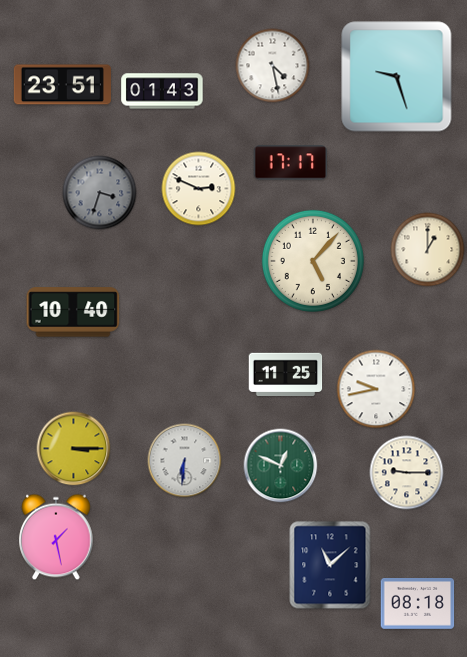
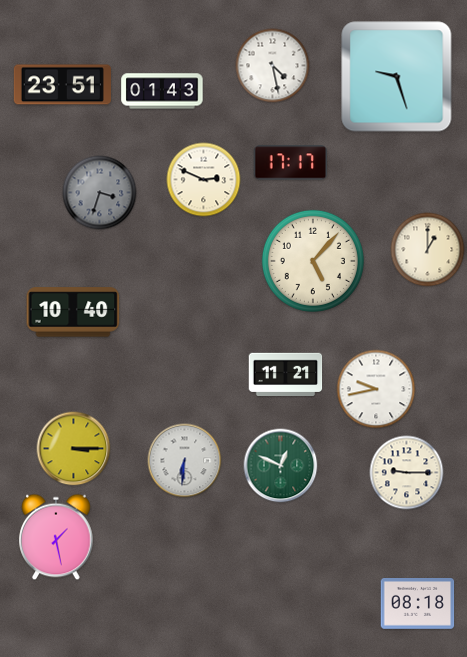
clock at (199, 189) position: (199, 189) -> (204, 180)
clock at (286, 375): 11:25 -> 11:21
clock at (330, 565): 11:08 -> none
